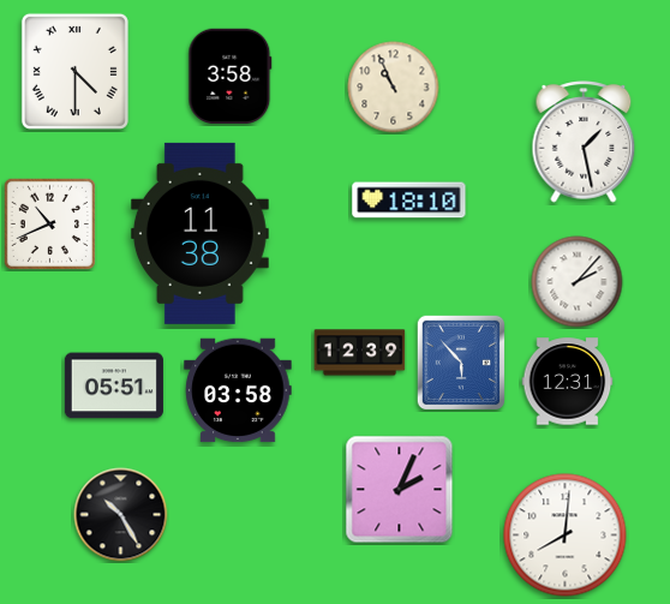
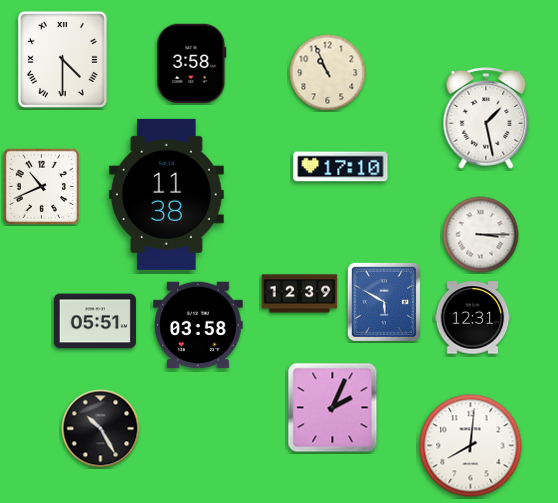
clock at (409, 201): 18:10 -> 17:10
clock at (578, 282): 2:07 -> 3:15
clock at (460, 361): 5:53 -> 5:50
